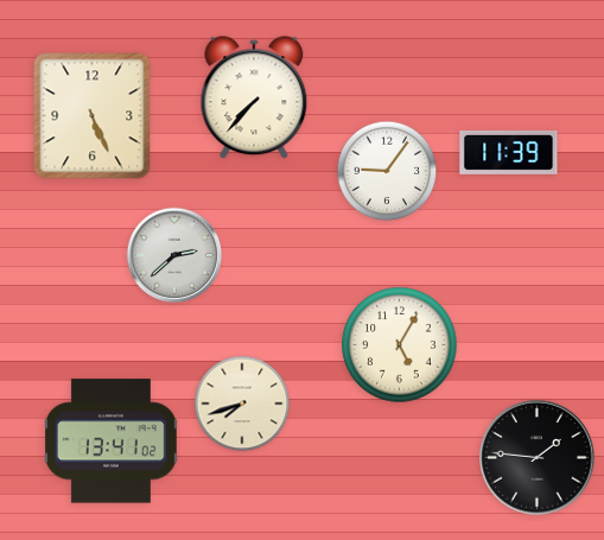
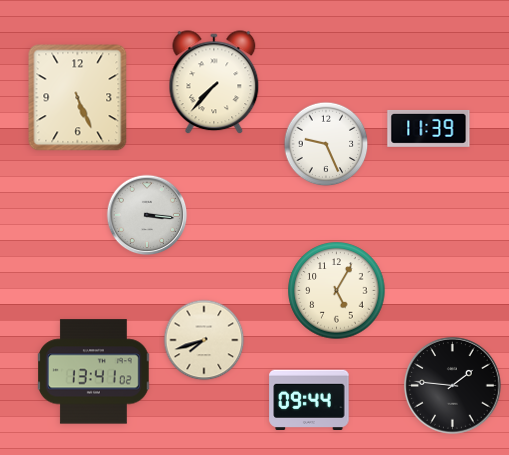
clock at (387, 171): 9:06 -> 9:26
clock at (174, 255): 2:38 -> 3:16
clock at (309, 399): none -> 09:44
